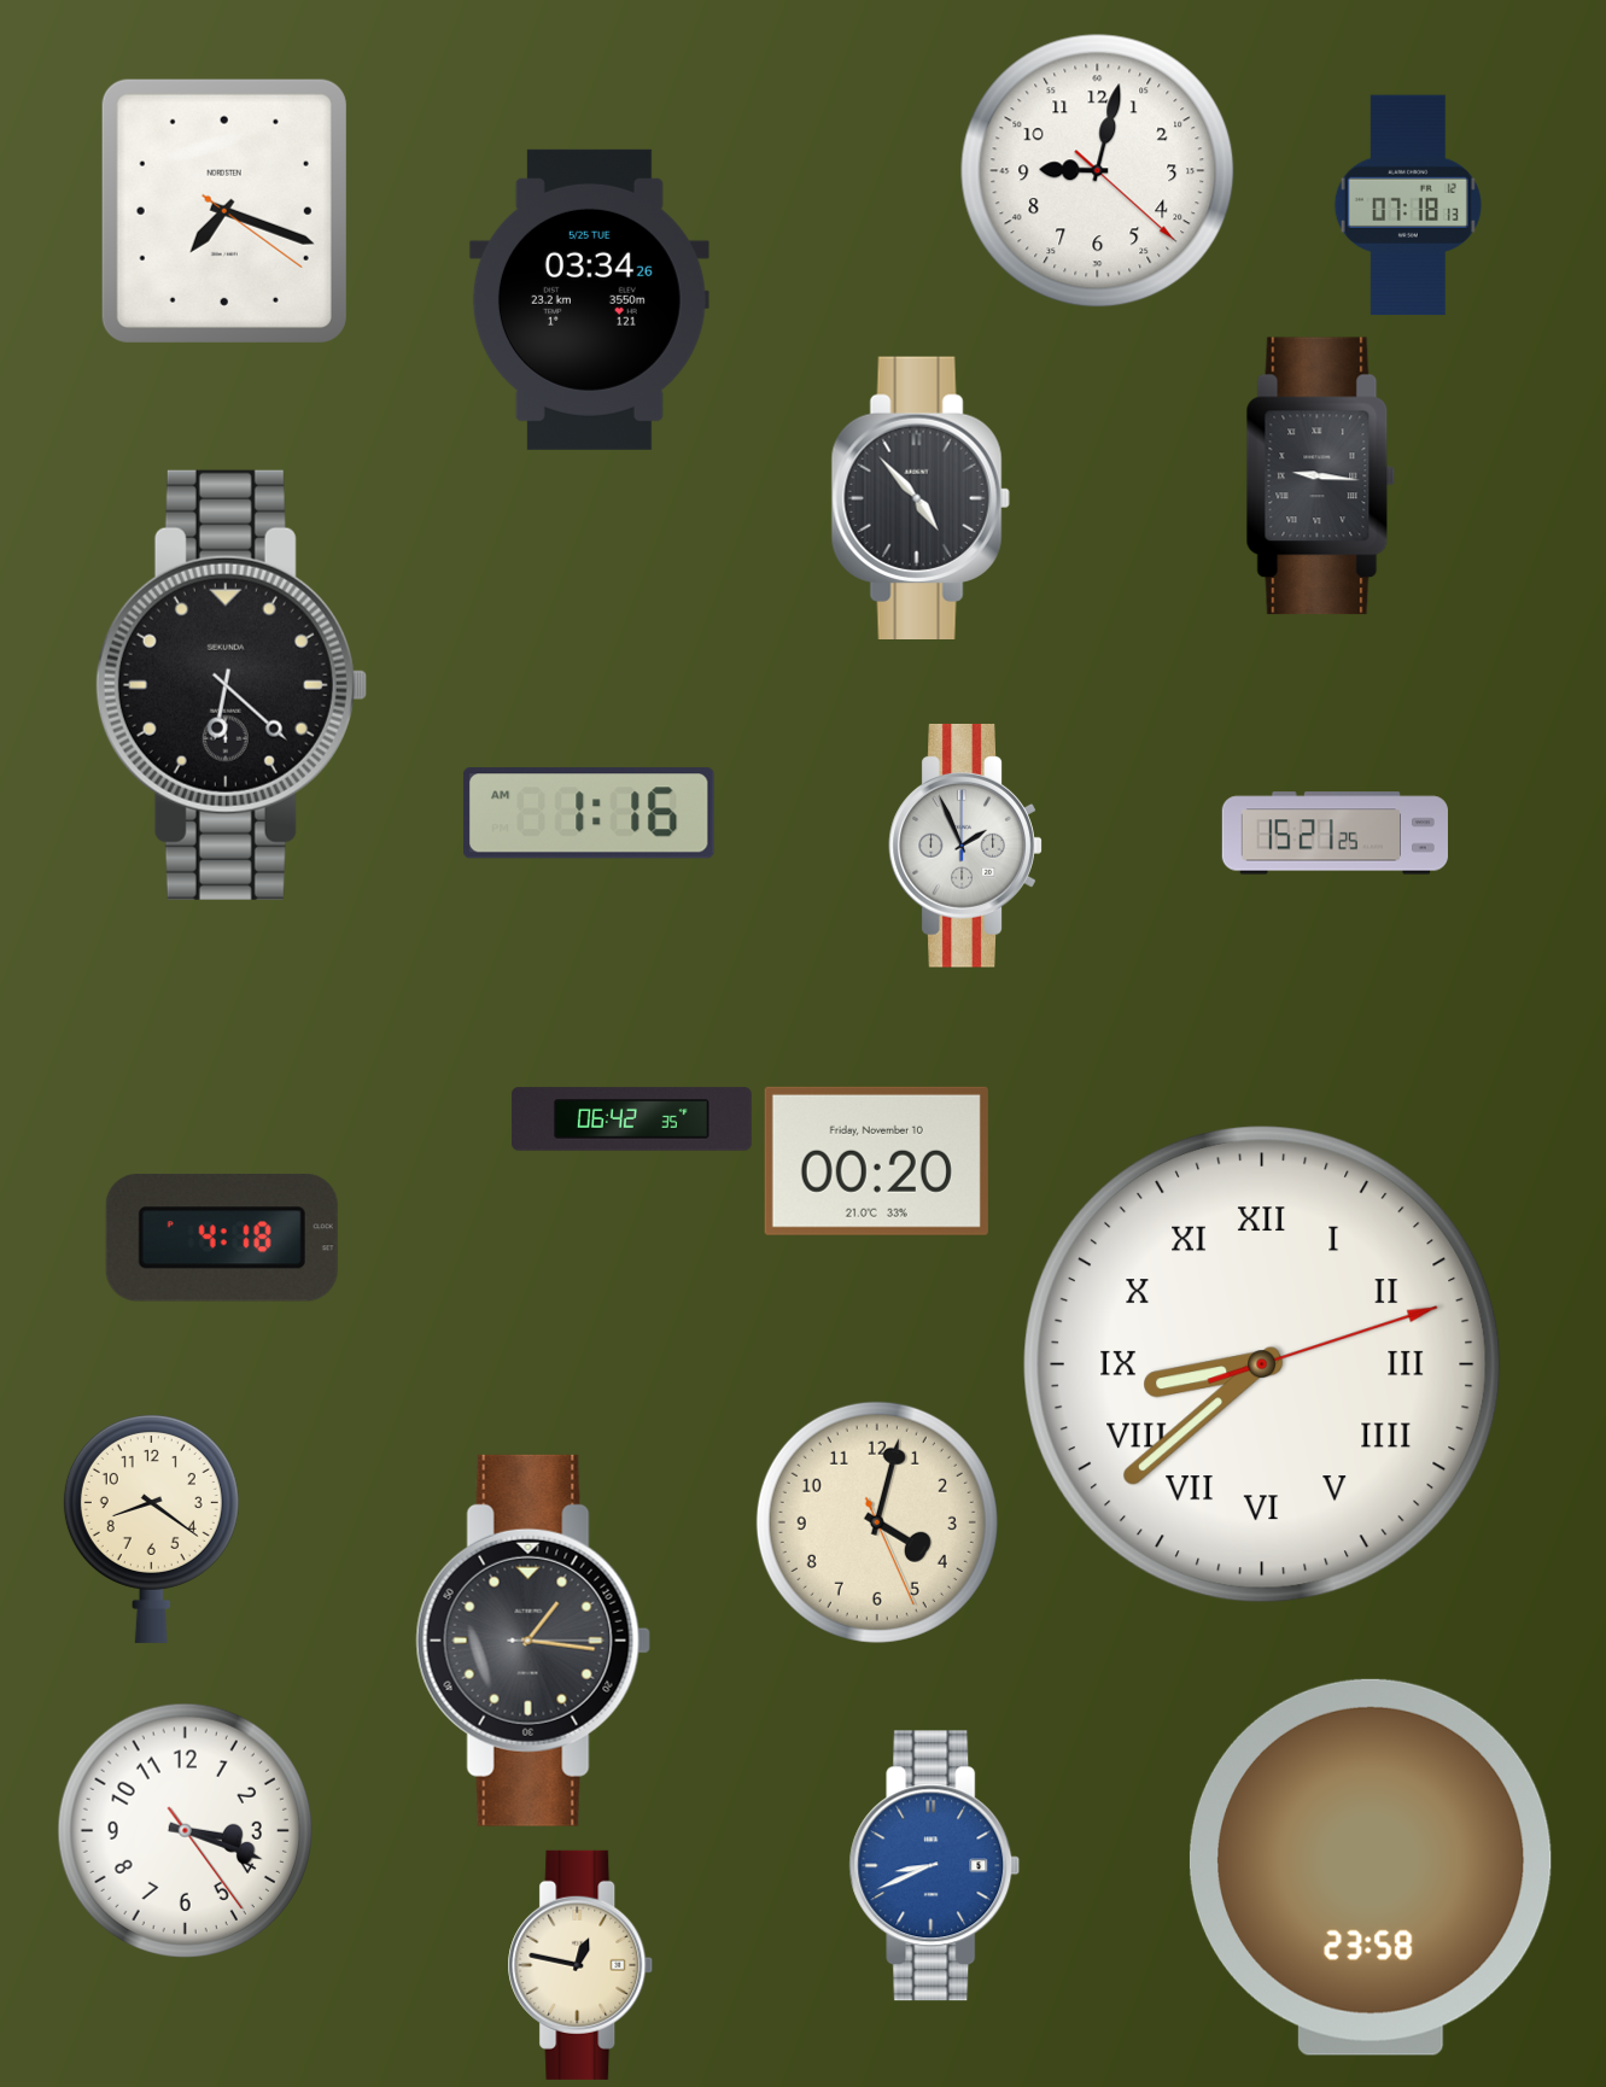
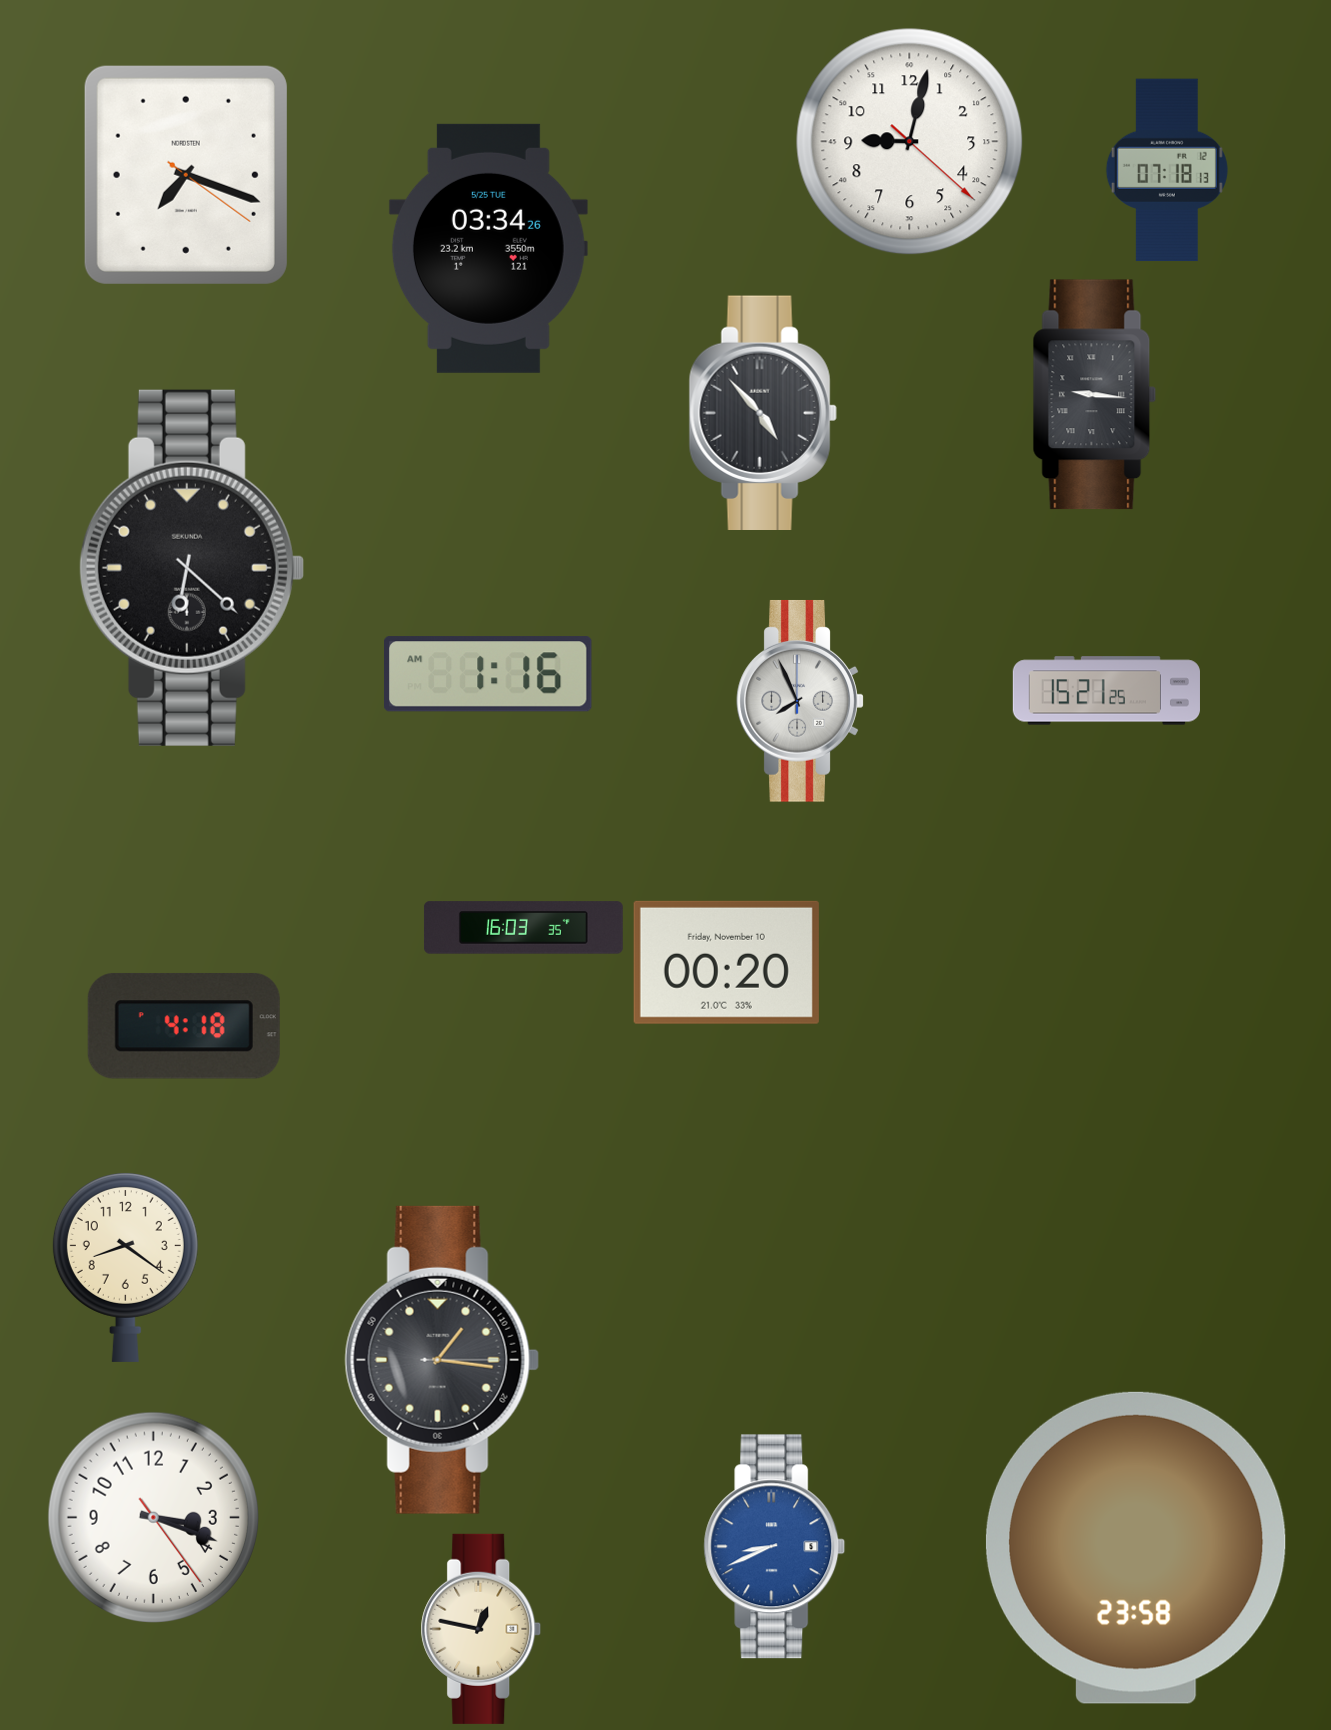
clock at (965, 846): 1:56 -> 7:56
clock at (631, 1120): 06:42 -> 16:03
clock at (1263, 1366): 8:38 -> none
clock at (877, 1522): 4:02 -> none
